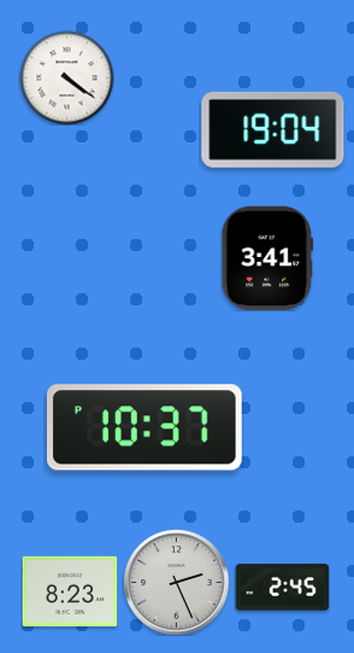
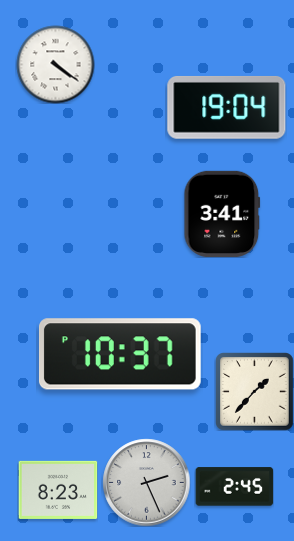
clock at (255, 392): none -> 1:37
